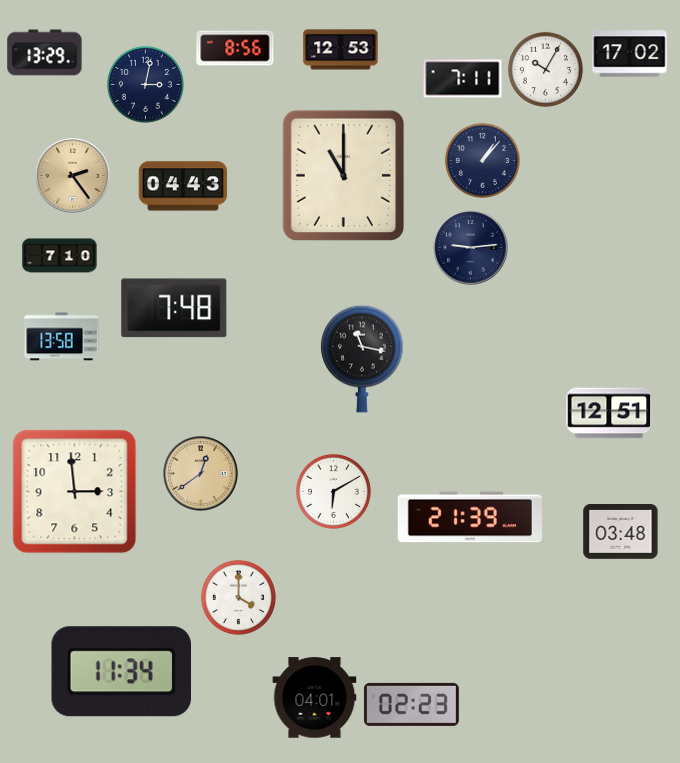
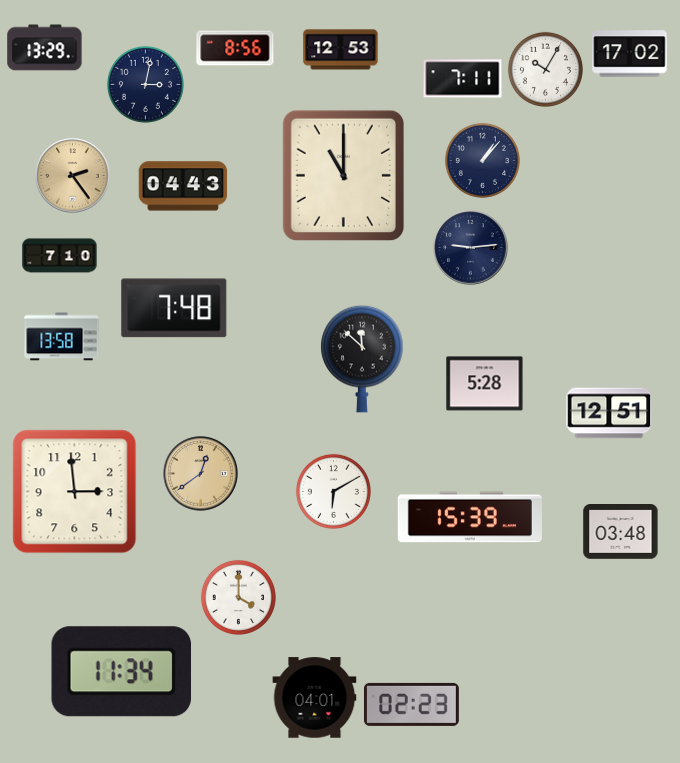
clock at (45, 53) position: (45, 53) -> (45, 48)
clock at (362, 359): 11:17 -> 11:52
clock at (485, 384): none -> 5:28
clock at (470, 517): 21:39 -> 15:39
